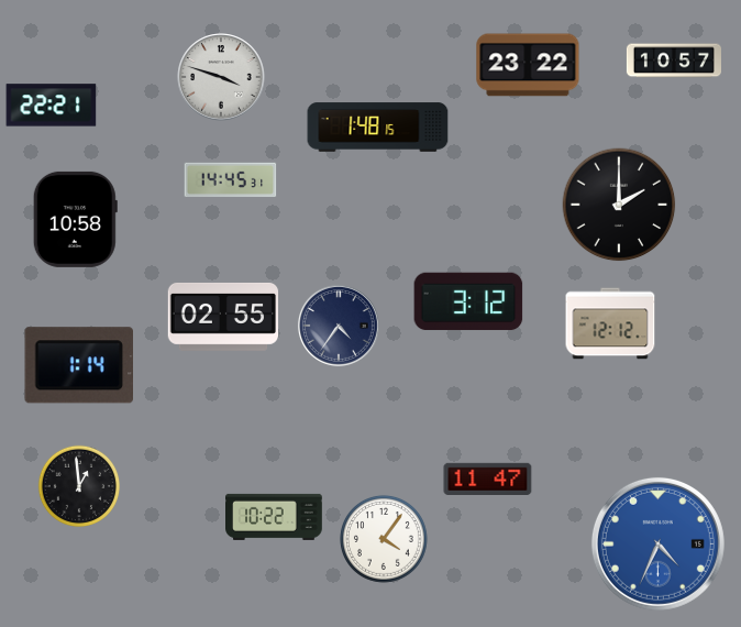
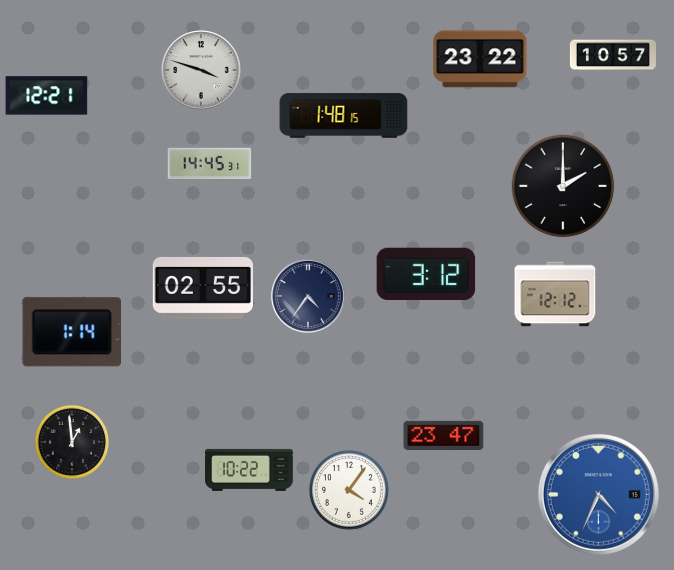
clock at (52, 106): 22:21 -> 12:21
clock at (75, 219): 10:58 -> none
clock at (488, 480): 11:47 -> 23:47
